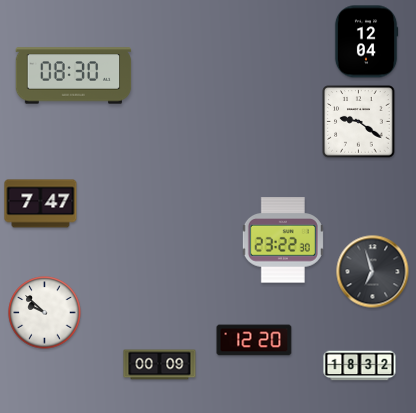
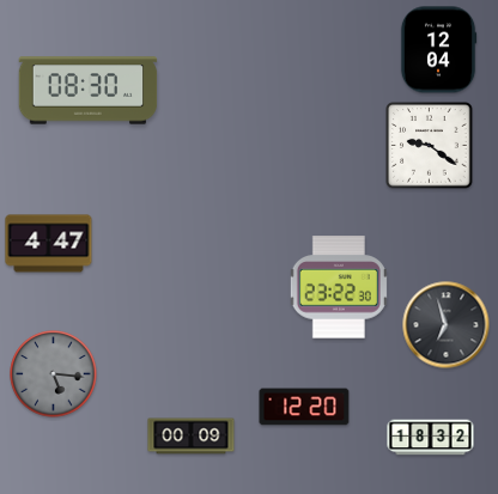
clock at (41, 204): 7:47 -> 4:47
clock at (45, 313): 9:52 -> 5:16
clock at (45, 313) dial: white -> grey
